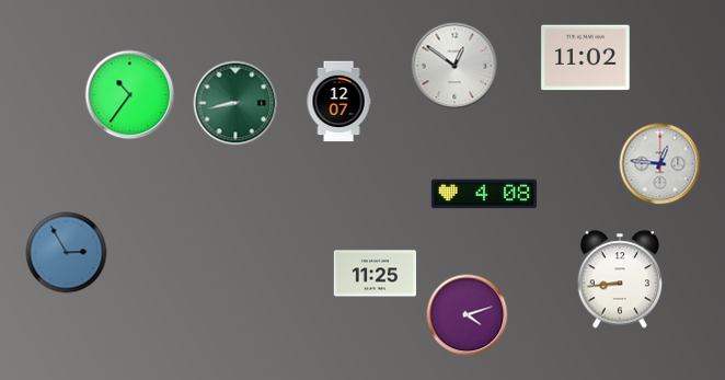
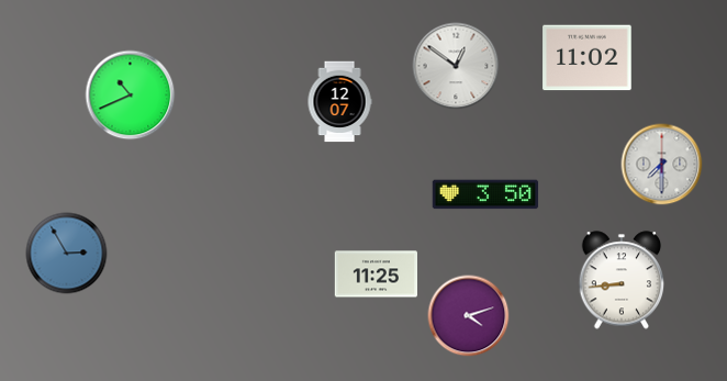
clock at (130, 95): 10:36 -> 10:41
clock at (235, 103): 8:43 -> none
clock at (660, 164): 12:46 -> 7:30
clock at (484, 194): 4:08 -> 3:50
